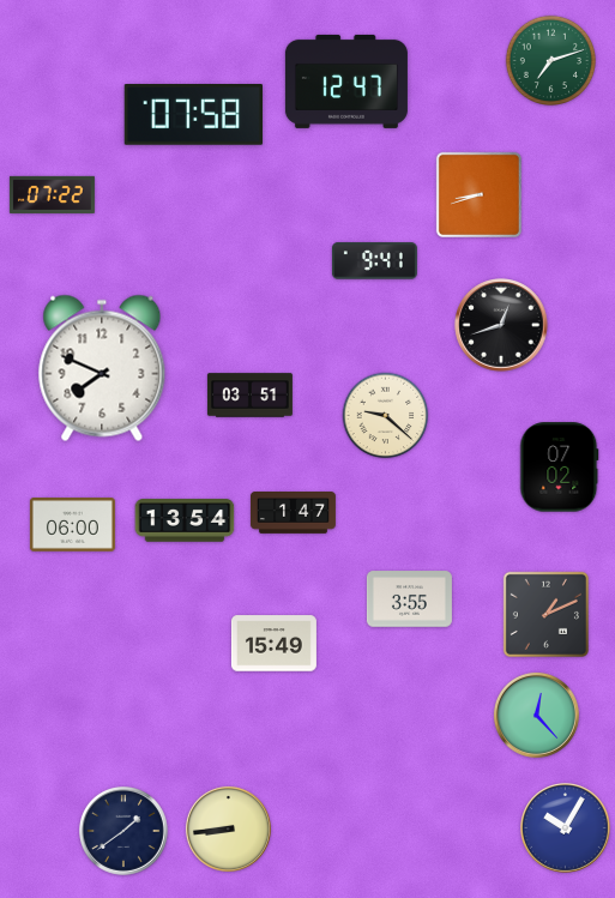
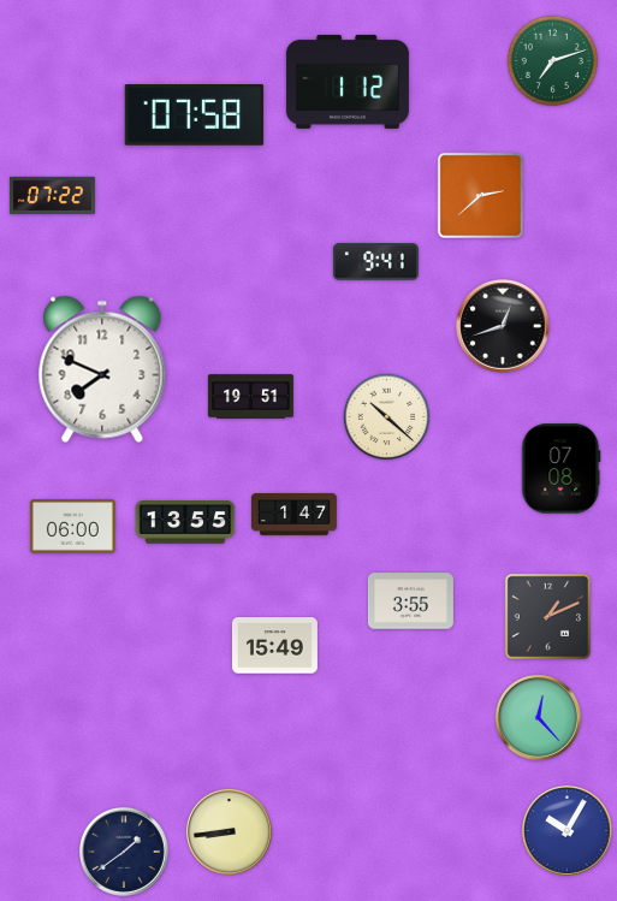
clock at (346, 82): 12:47 -> 1:12
clock at (478, 194): 8:42 -> 2:38
clock at (249, 396): 03:51 -> 19:51
clock at (386, 416): 9:22 -> 10:22
clock at (560, 468): 07:02 -> 07:08
clock at (185, 520): 13:54 -> 13:55
clock at (125, 832) position: (125, 832) -> (125, 853)
